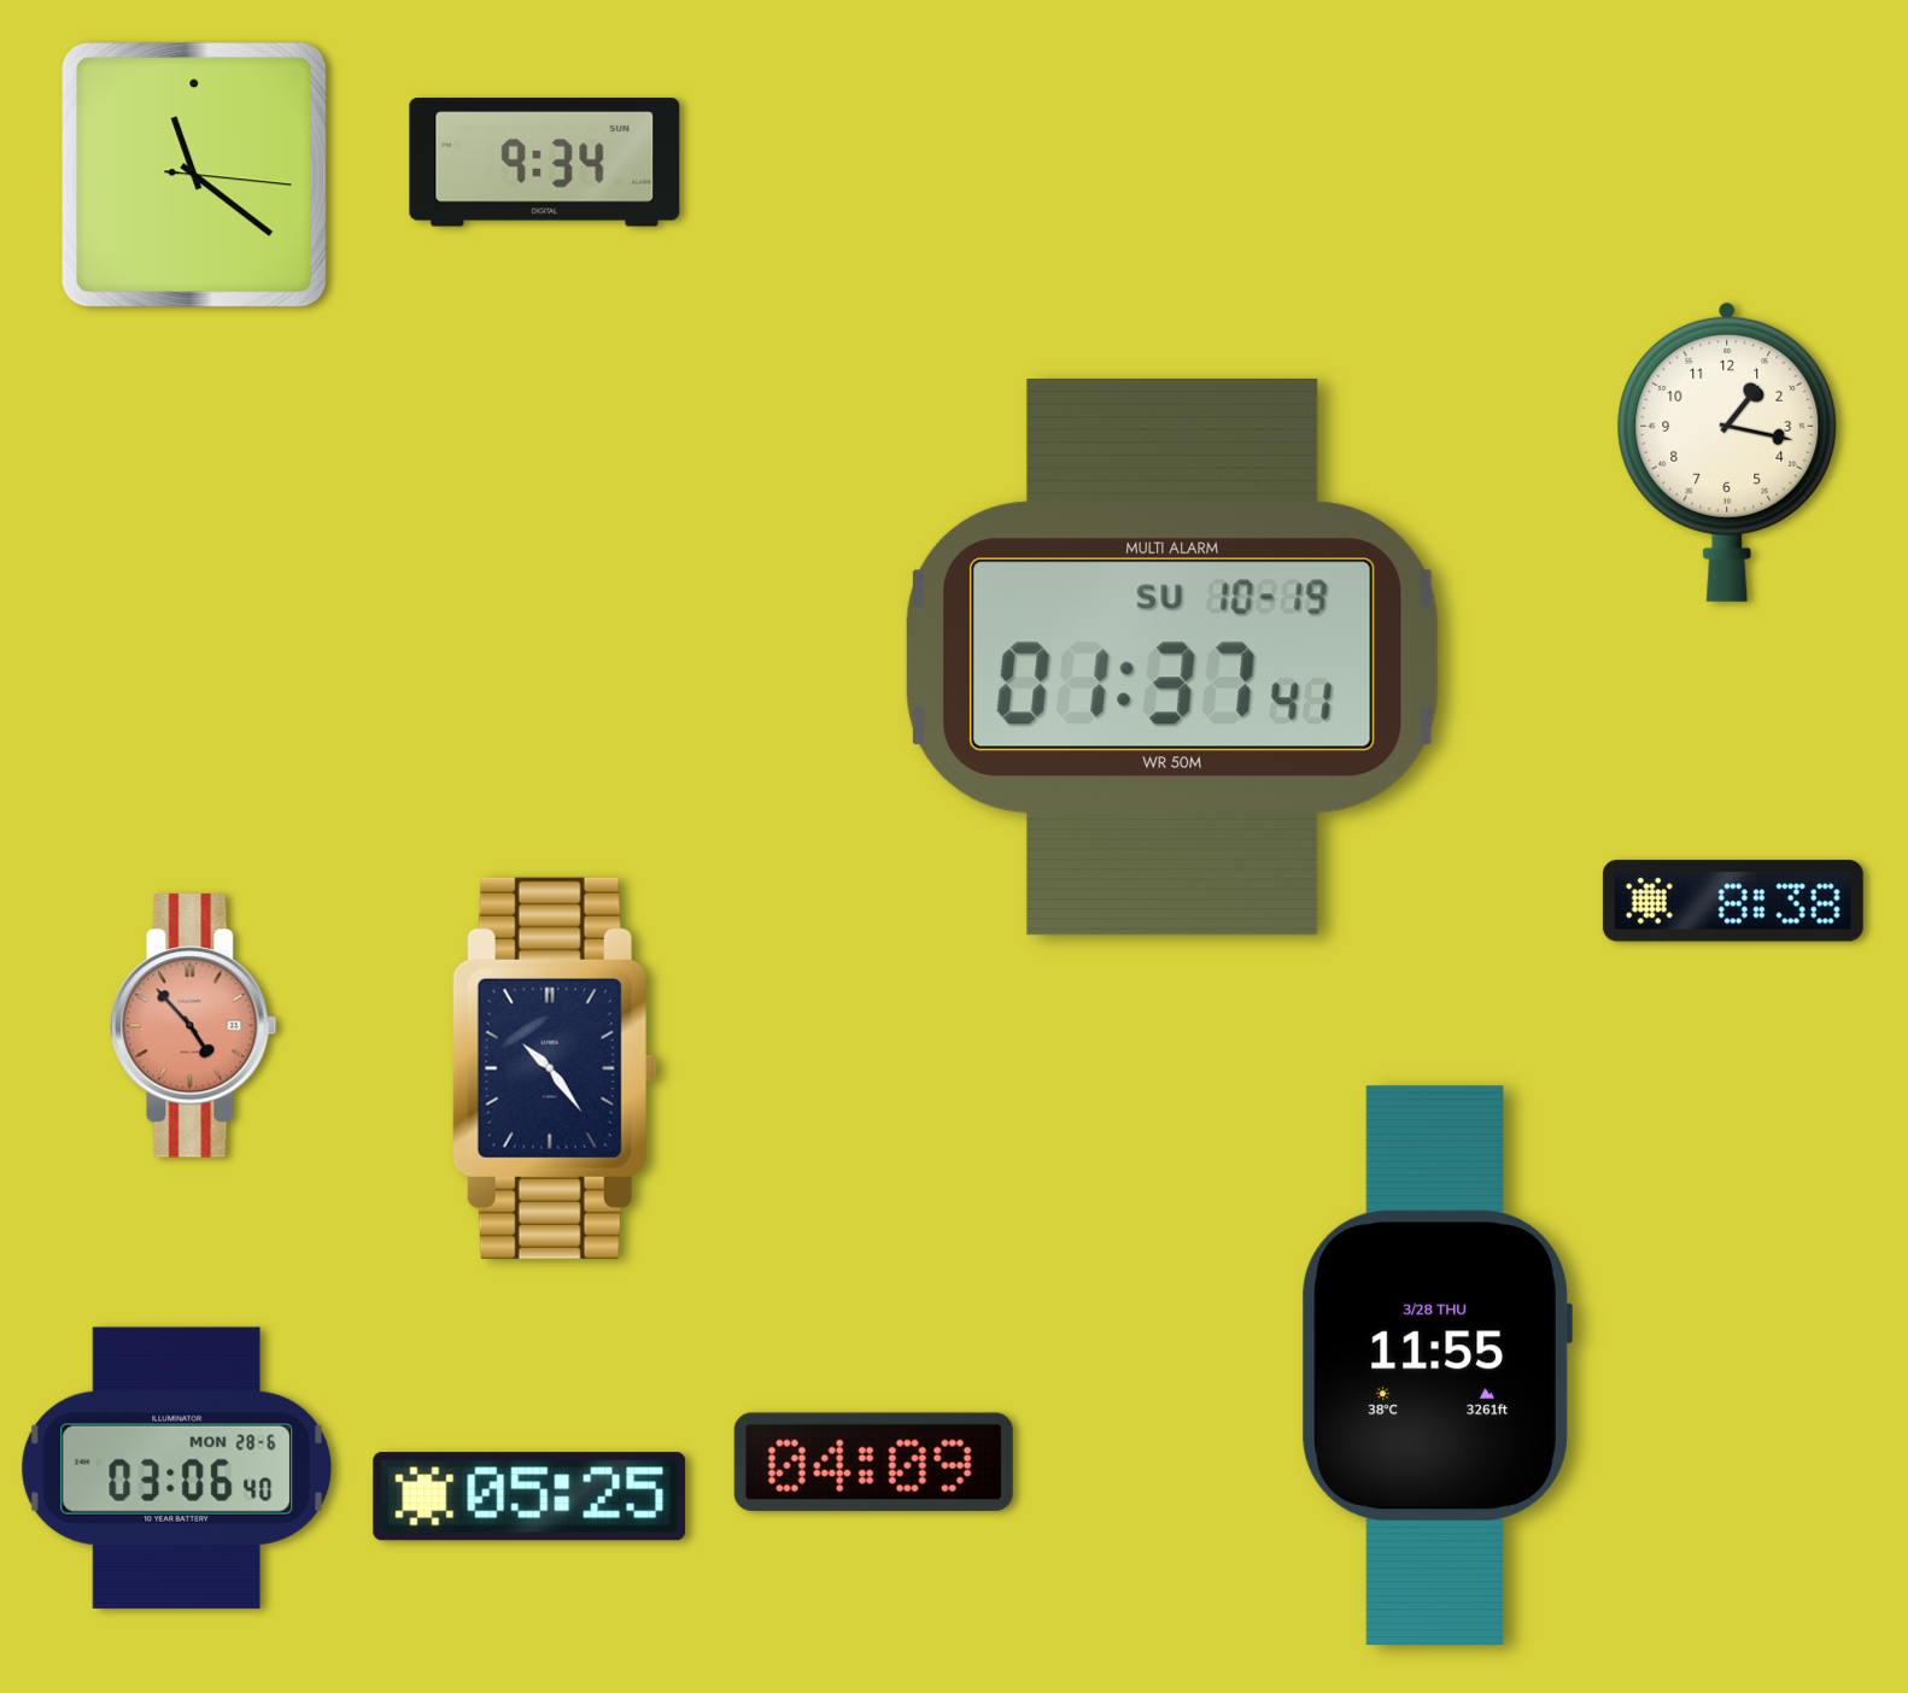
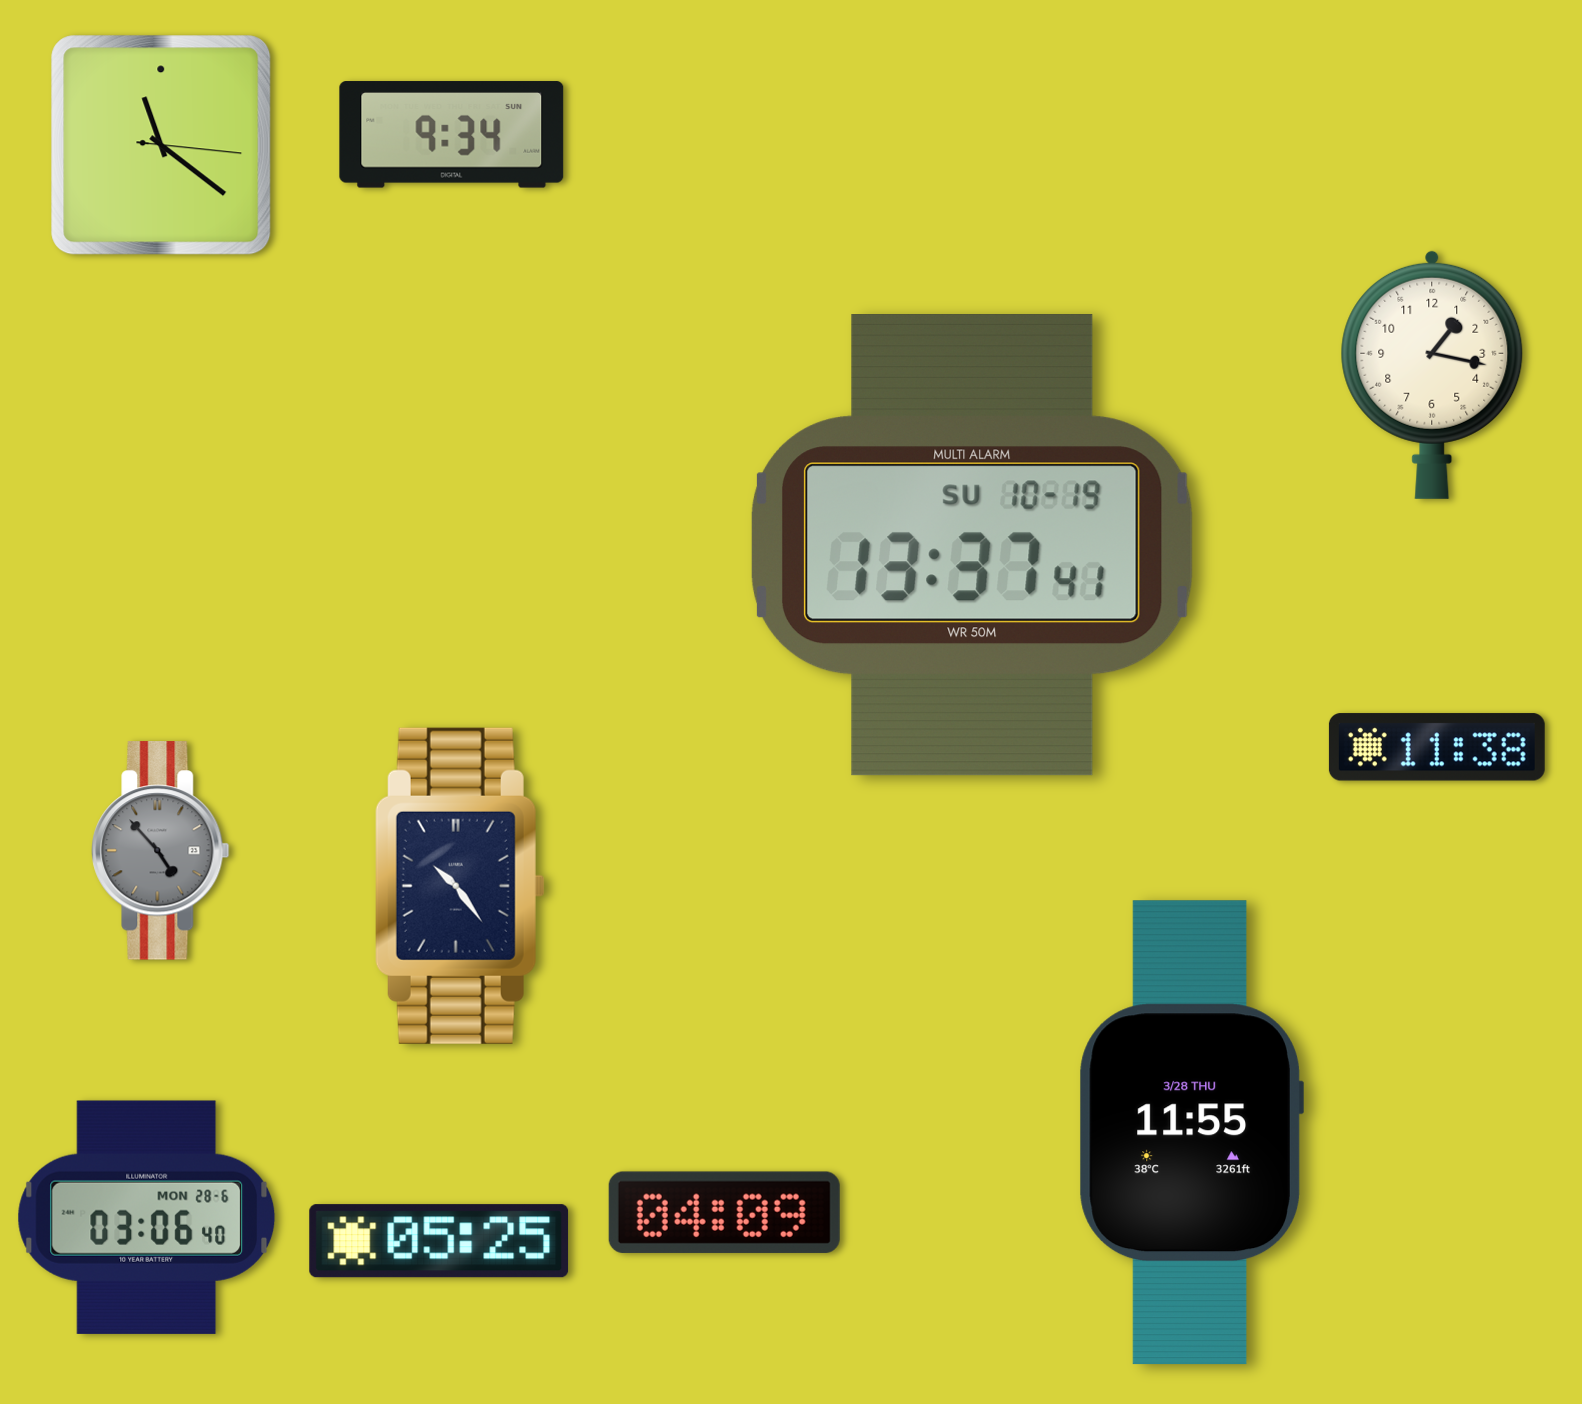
clock at (1172, 657): 01:37 -> 13:37
clock at (1733, 901): 8:38 -> 11:38
clock at (194, 1026) dial: salmon -> grey
